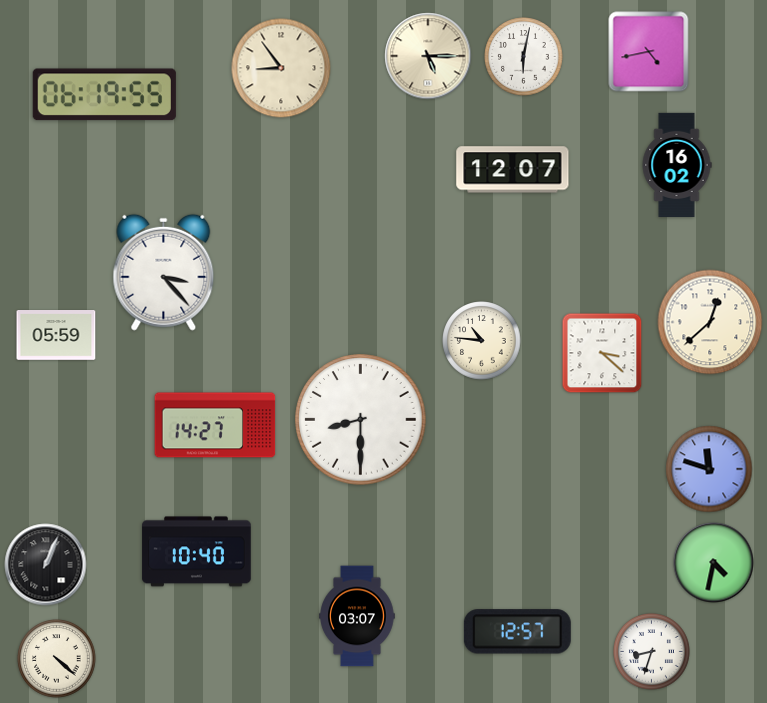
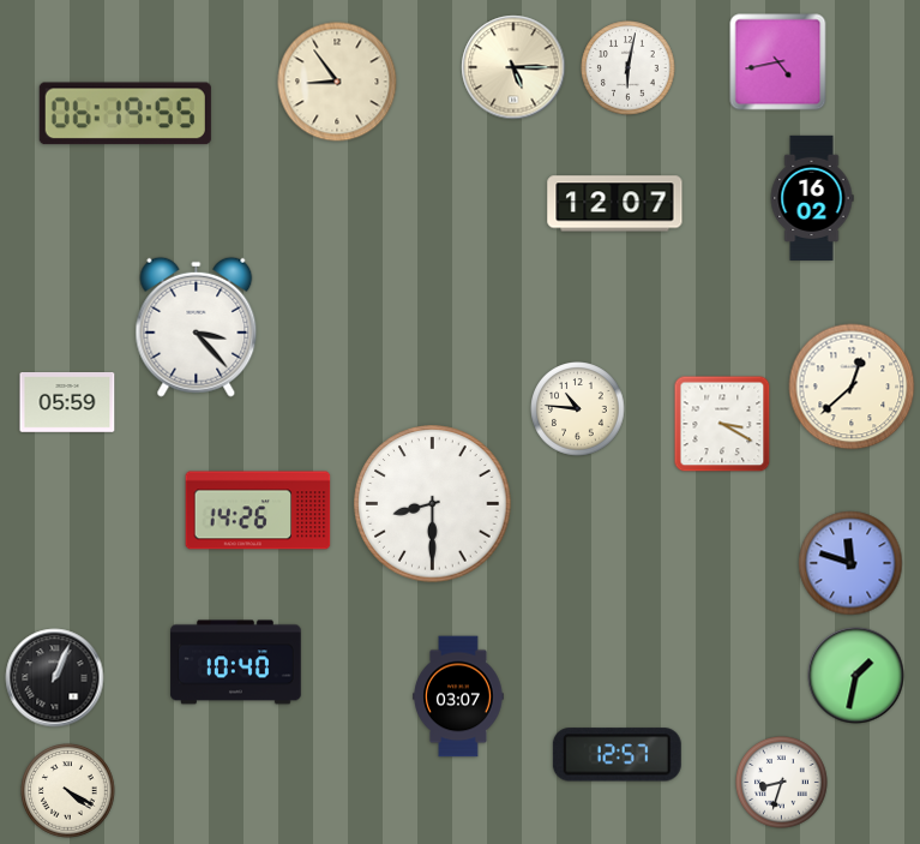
clock at (602, 353): 3:22 -> 3:20
clock at (215, 425): 14:27 -> 14:26
clock at (714, 563): 4:32 -> 1:32
clock at (357, 616) position: (357, 616) -> (458, 696)
clock at (517, 632) position: (517, 632) -> (617, 755)
clock at (57, 659): 4:22 -> 4:20
